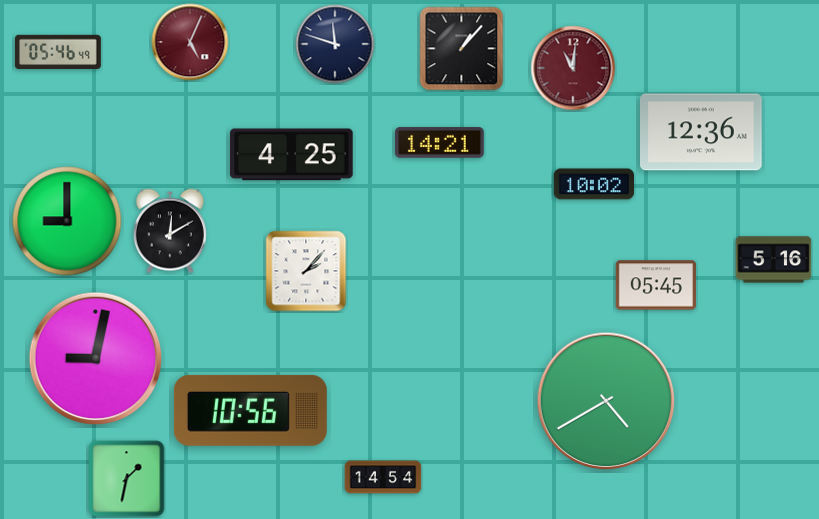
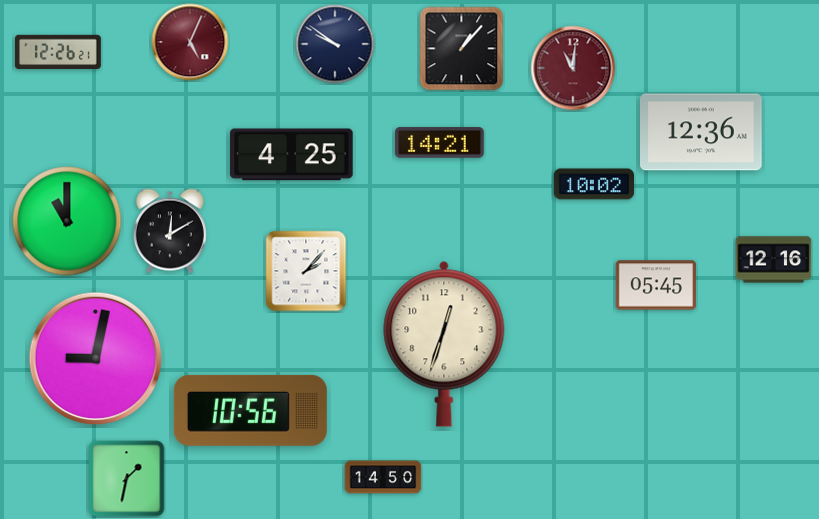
clock at (335, 44): 11:48 -> 9:51
clock at (58, 52): 05:46 -> 12:26
clock at (67, 221): 9:00 -> 11:00
clock at (774, 260): 5:16 -> 12:16
clock at (444, 344): none -> 12:33
clock at (606, 401): 4:40 -> none
clock at (383, 477): 14:54 -> 14:50
